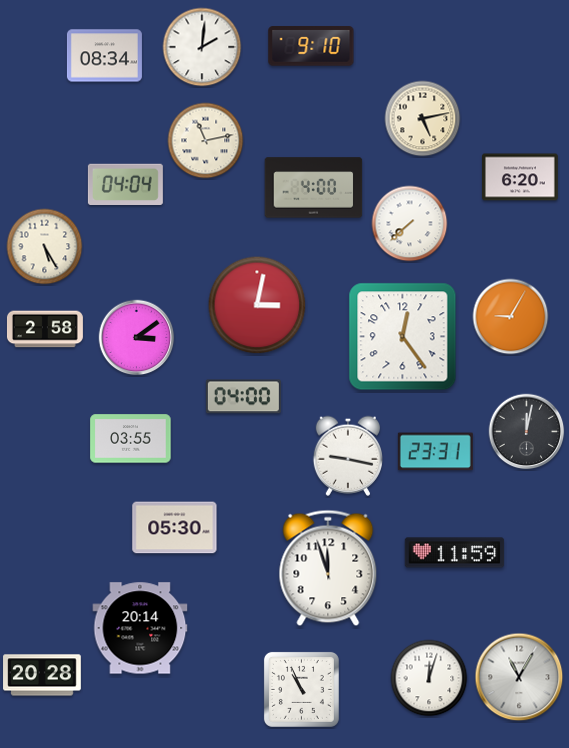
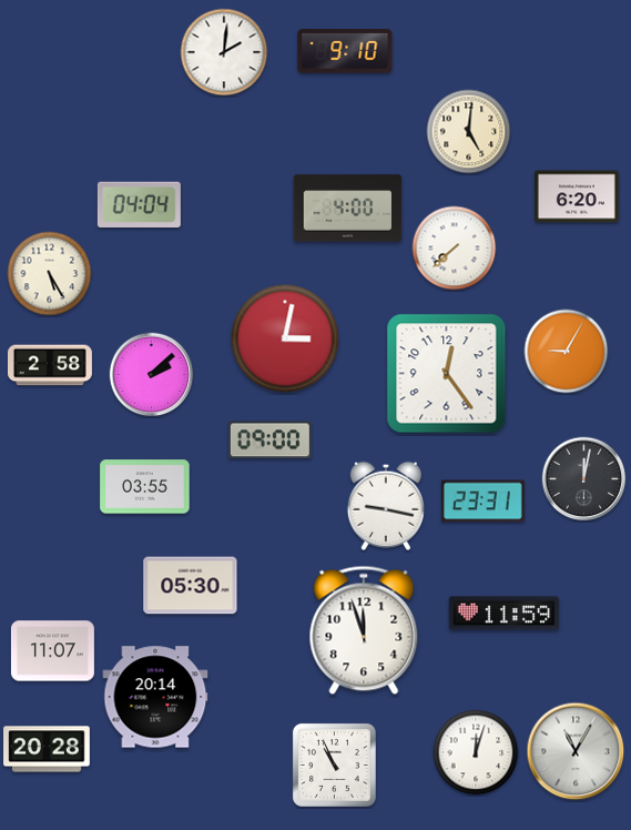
clock at (104, 56): 08:34 -> none
clock at (423, 119): 5:13 -> 5:01
clock at (206, 141): 11:13 -> none
clock at (137, 338): 3:09 -> 2:08
clock at (243, 397): 04:00 -> 09:00
clock at (175, 528) position: (175, 528) -> (191, 586)
clock at (52, 651): none -> 11:07
